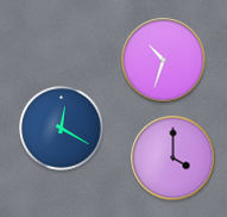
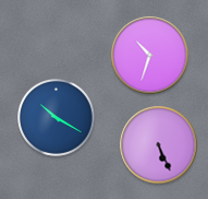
clock at (62, 129): 12:20 -> 10:20
clock at (174, 159): 4:00 -> 5:26
